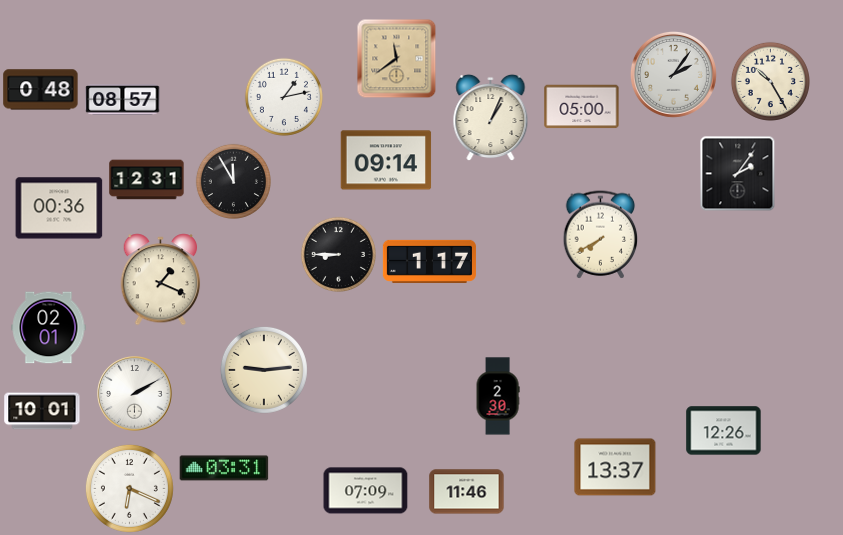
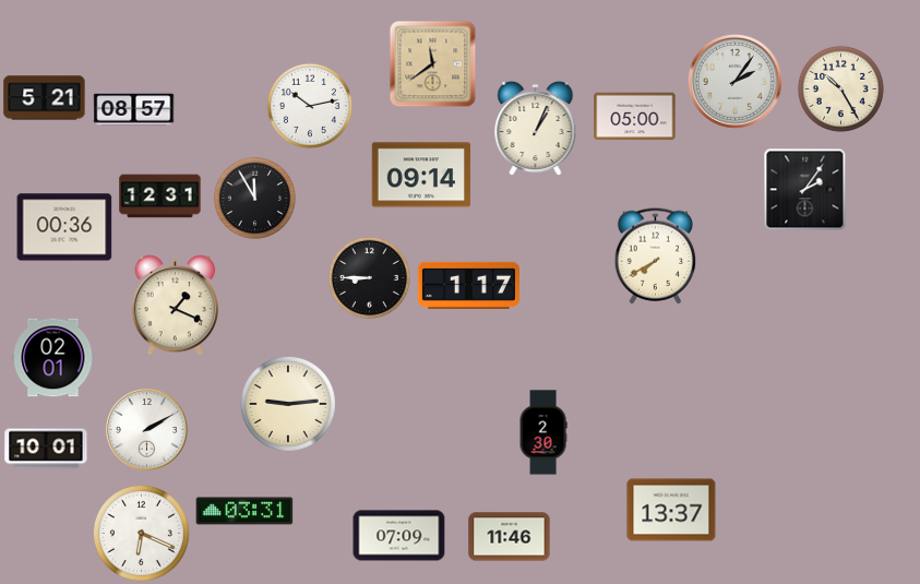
clock at (41, 90): 0:48 -> 5:21
clock at (284, 97): 1:13 -> 10:13
clock at (724, 431): 12:26 -> none
